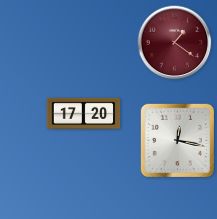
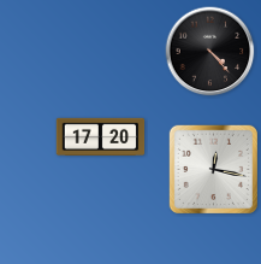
clock at (175, 43): 1:21 -> 4:23
clock at (175, 43) dial: burgundy -> black
